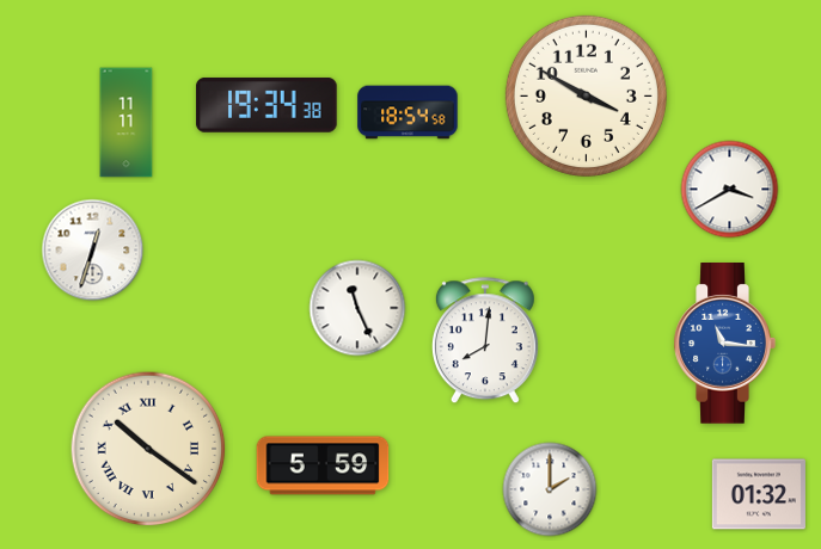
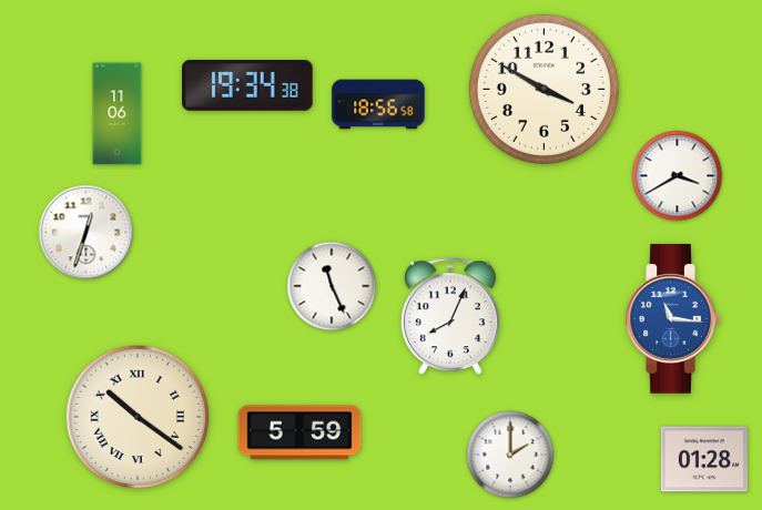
clock at (266, 105) position: (266, 105) -> (247, 85)
clock at (408, 112): 18:54 -> 18:56
clock at (127, 123): 11:11 -> 11:06
clock at (485, 341): 8:01 -> 8:04
clock at (759, 494): 01:32 -> 01:28
